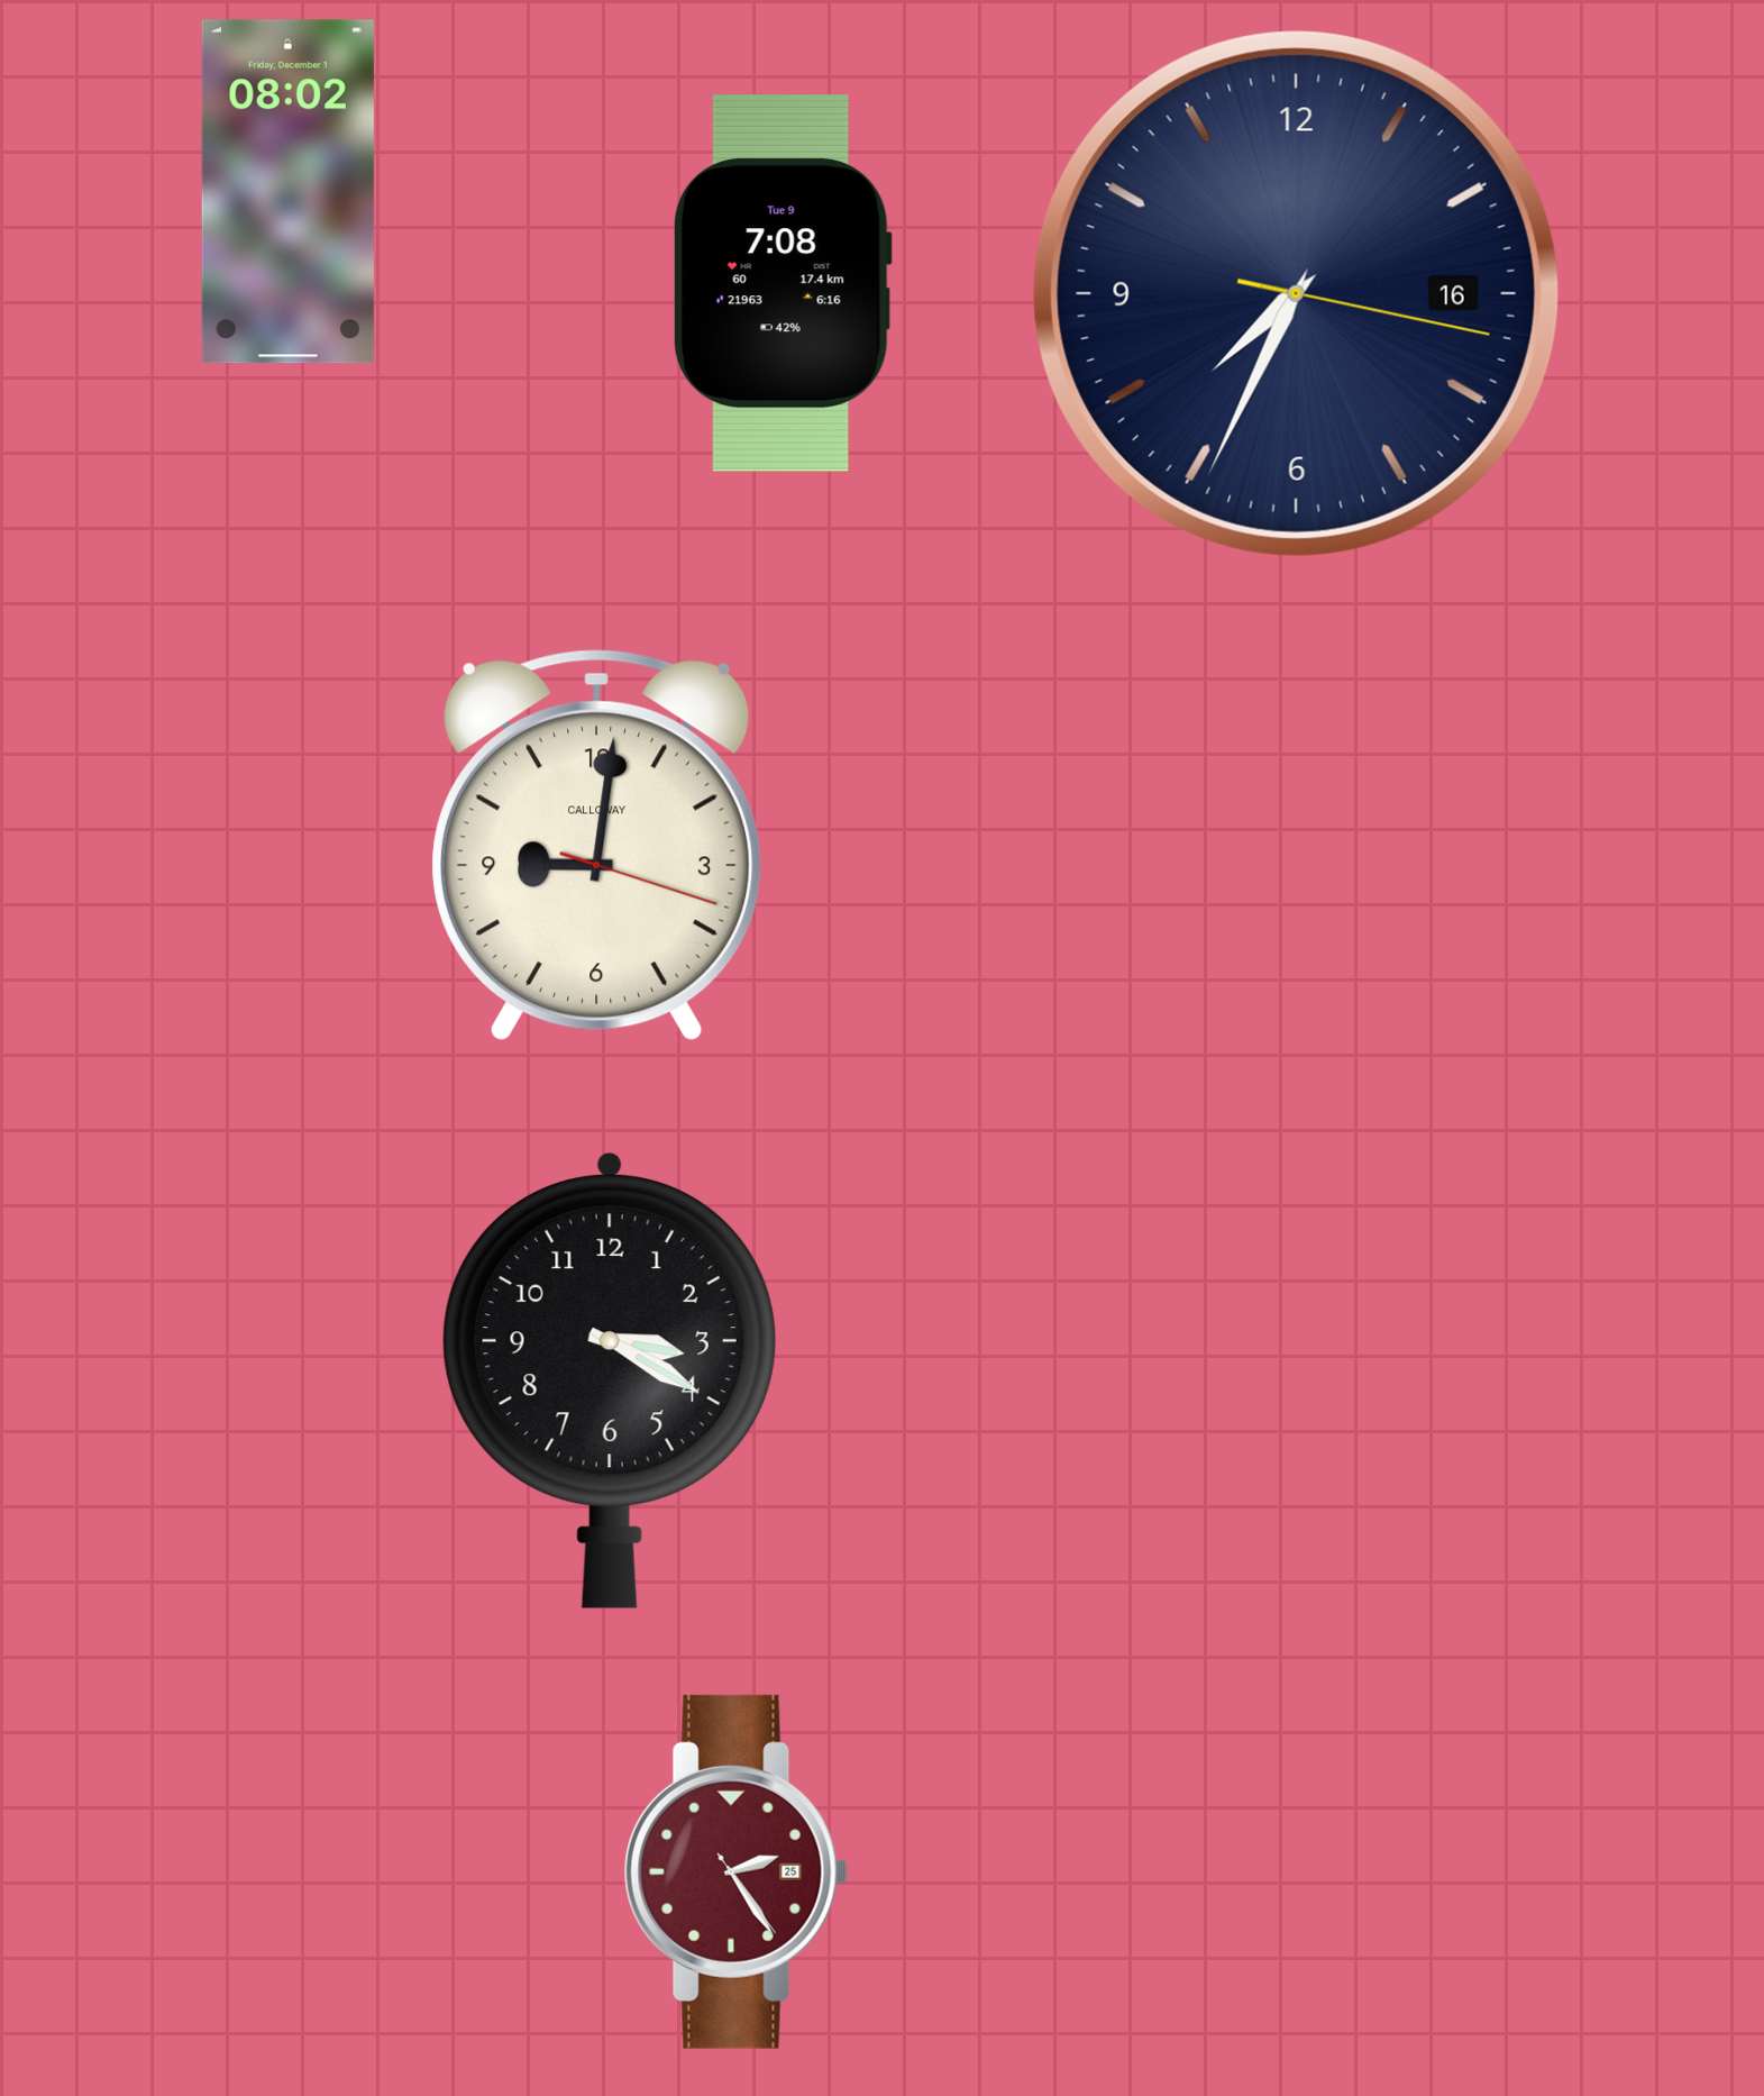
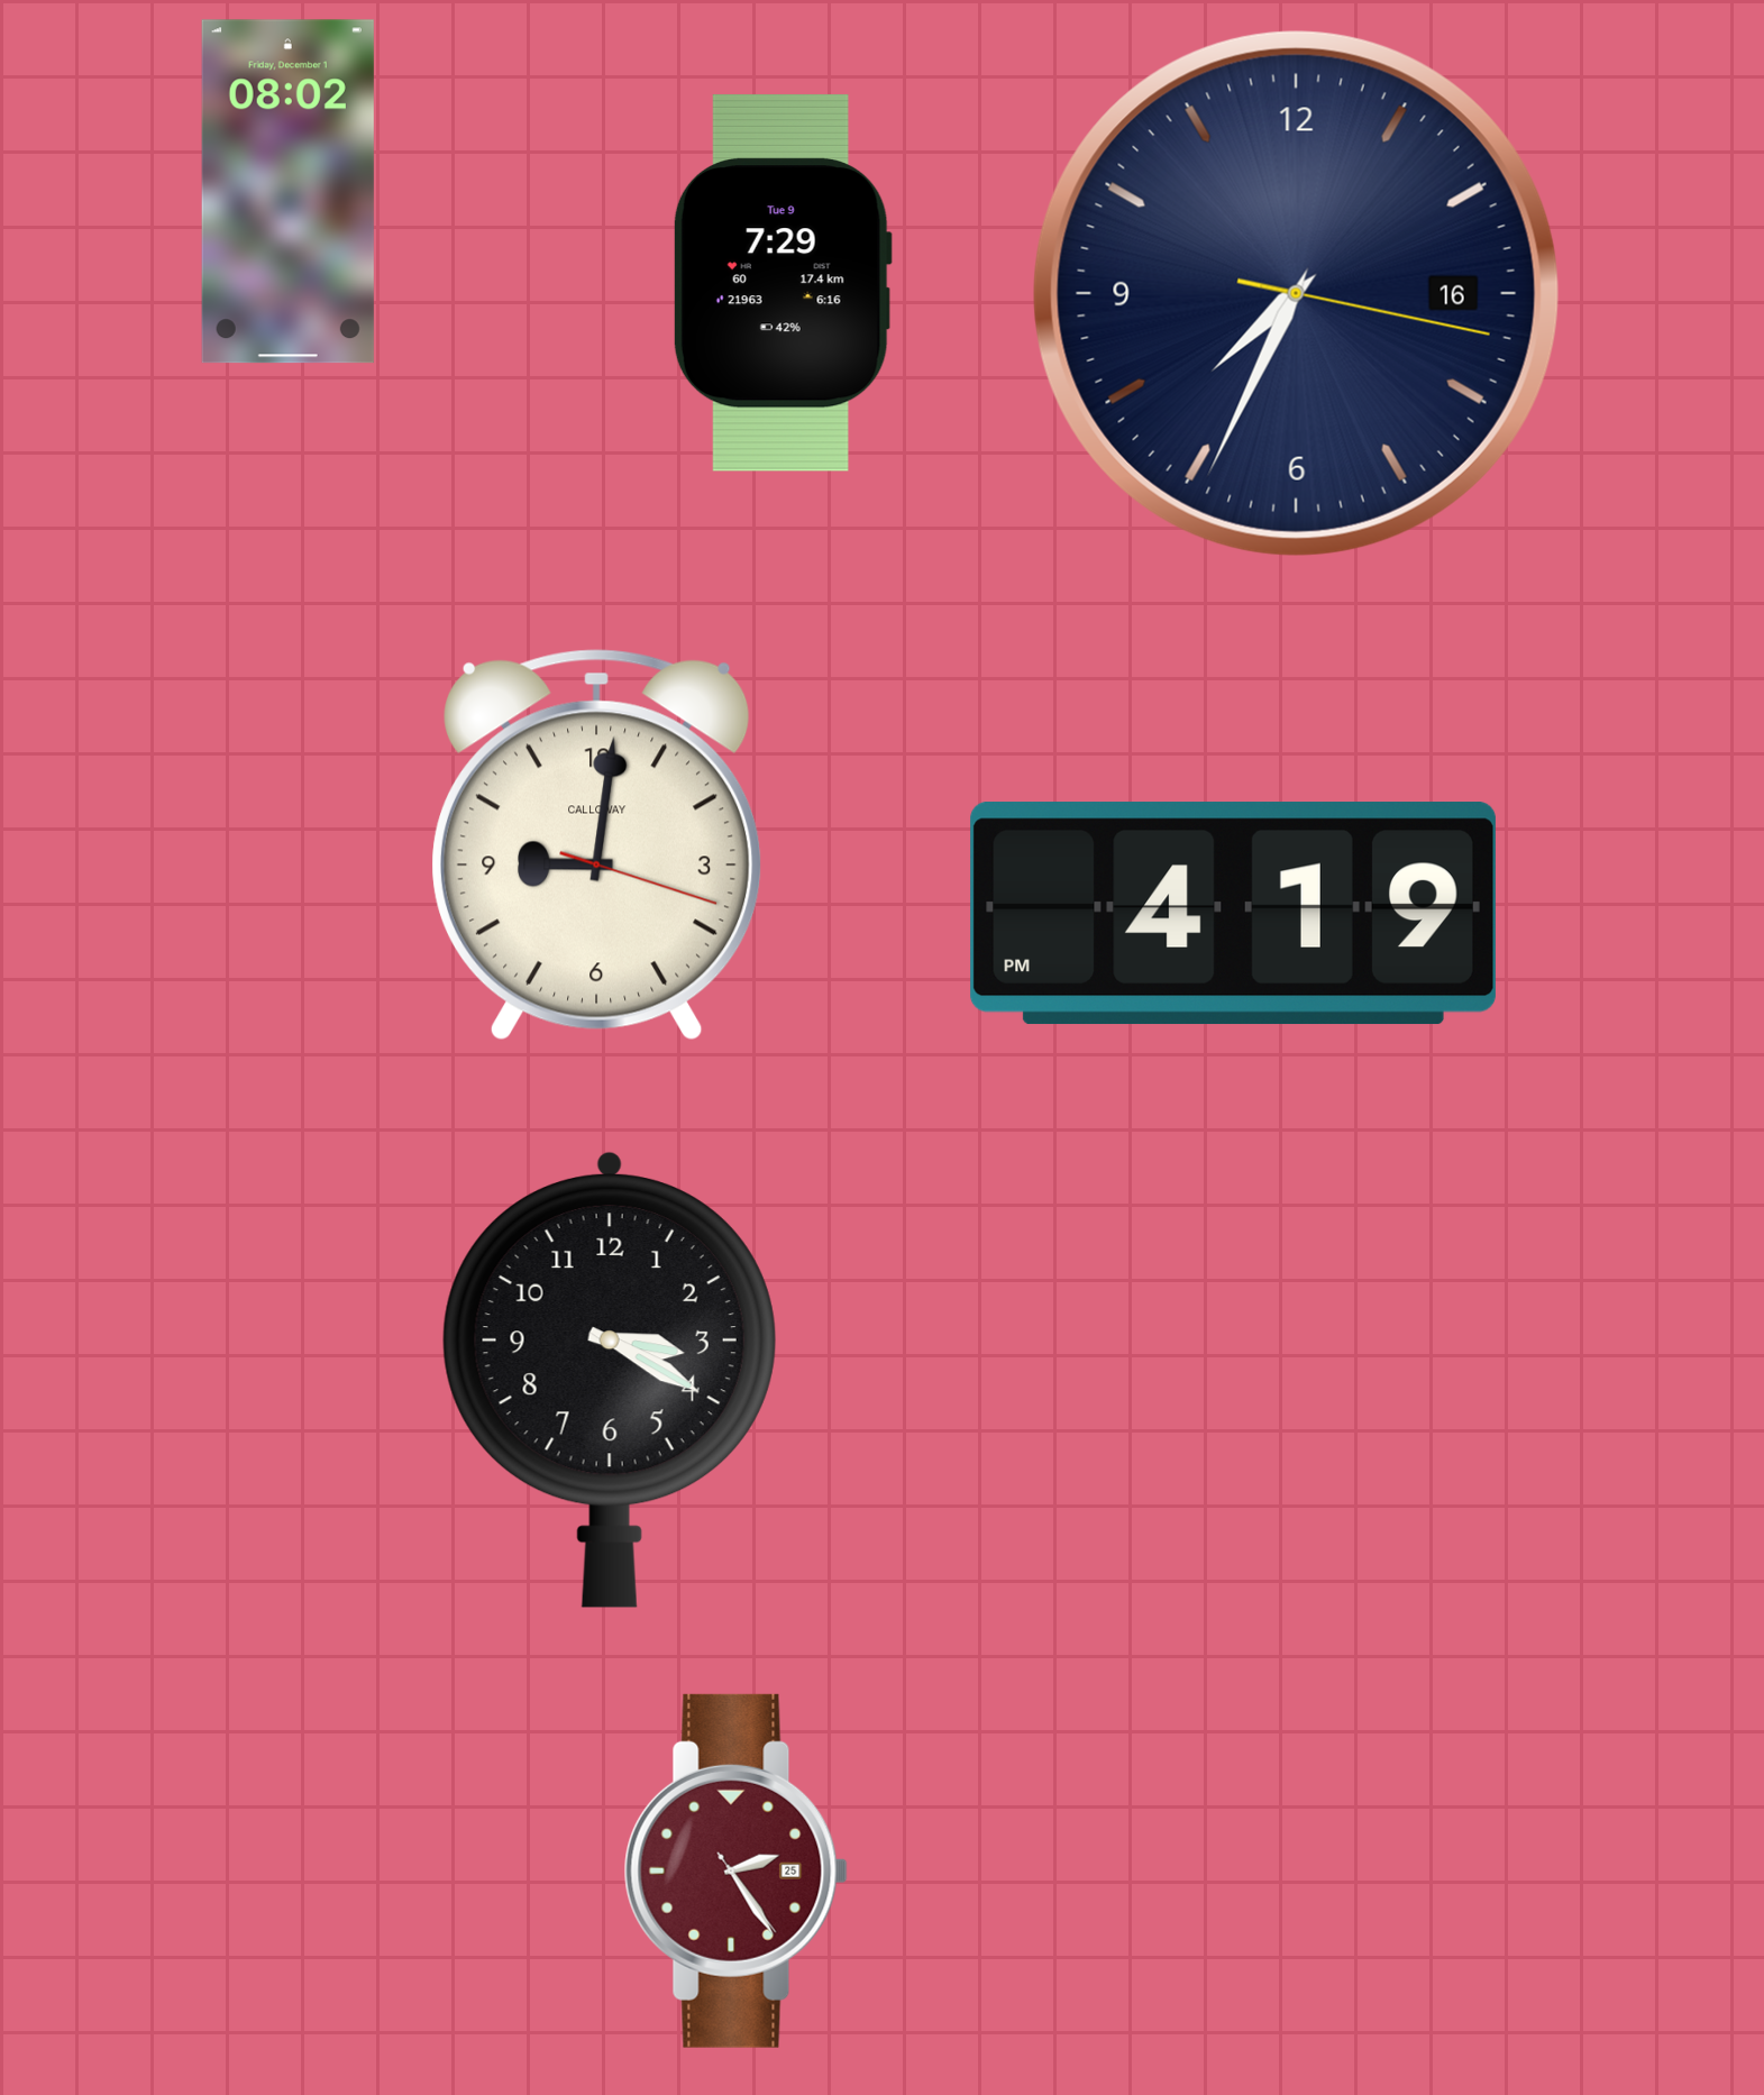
clock at (783, 283): 7:08 -> 7:29
clock at (1233, 914): none -> 4:19
